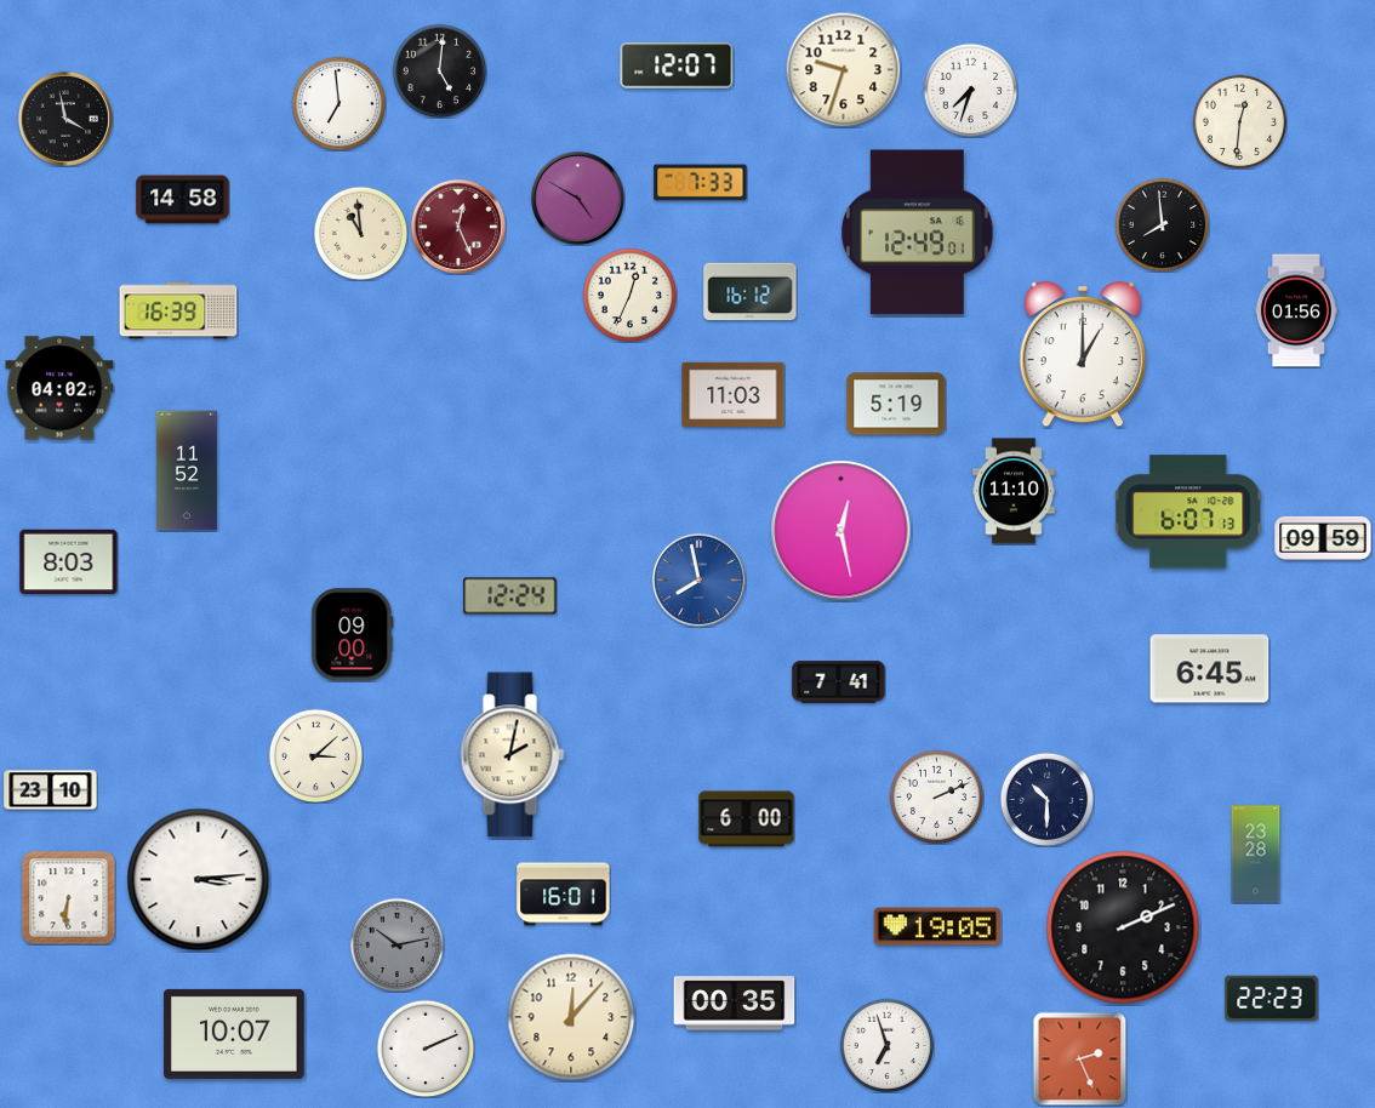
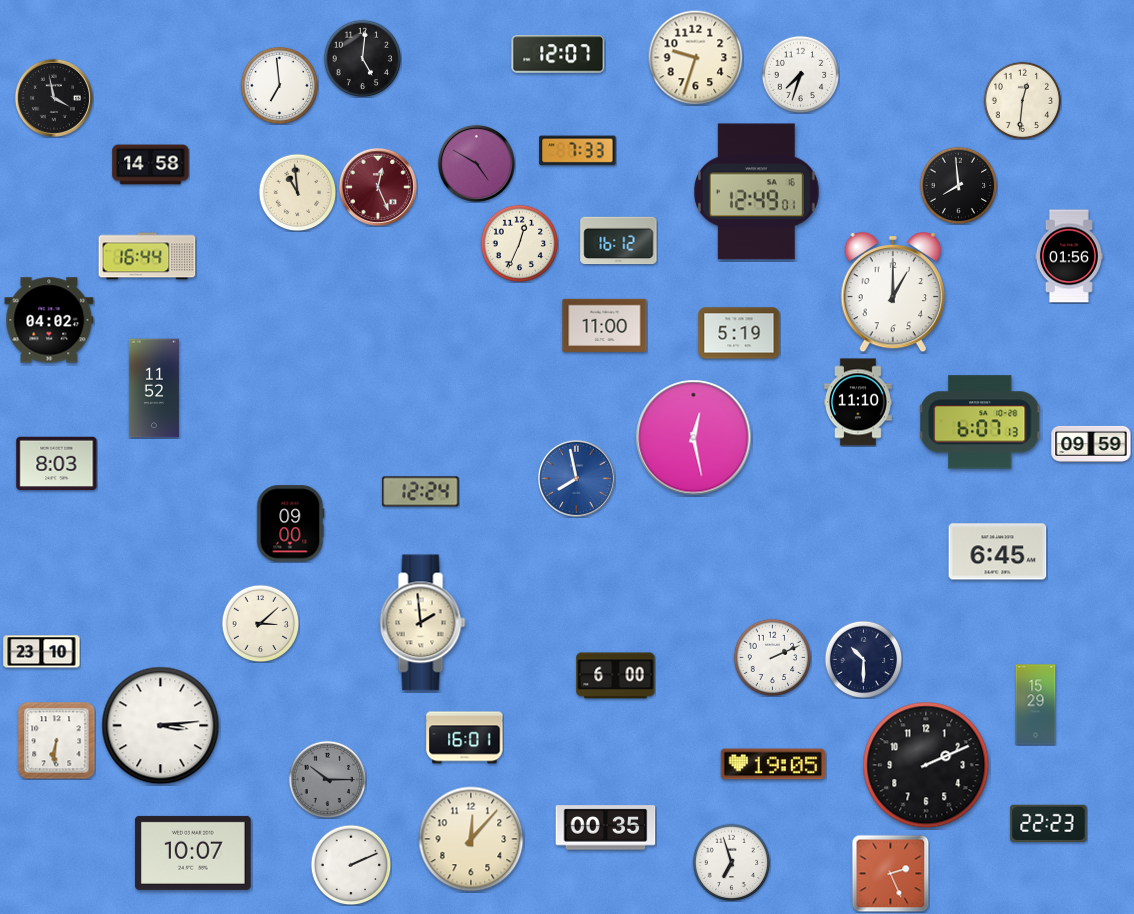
clock at (178, 310): 16:39 -> 16:44
clock at (734, 394): 11:03 -> 11:00
clock at (1014, 491) position: (1014, 491) -> (858, 402)
clock at (839, 682): 7:41 -> none
clock at (513, 755): 2:02 -> 1:59
clock at (1256, 855): 23:28 -> 15:29
clock at (199, 880) position: (199, 880) -> (161, 726)
clock at (396, 944): 10:13 -> 10:15
